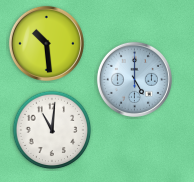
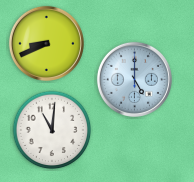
clock at (46, 43): 10:29 -> 8:41
